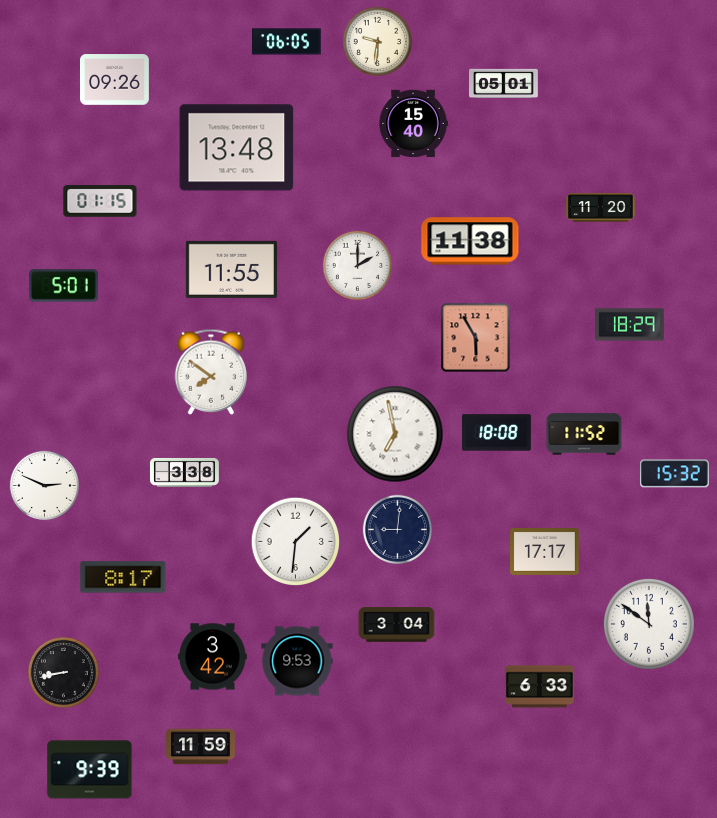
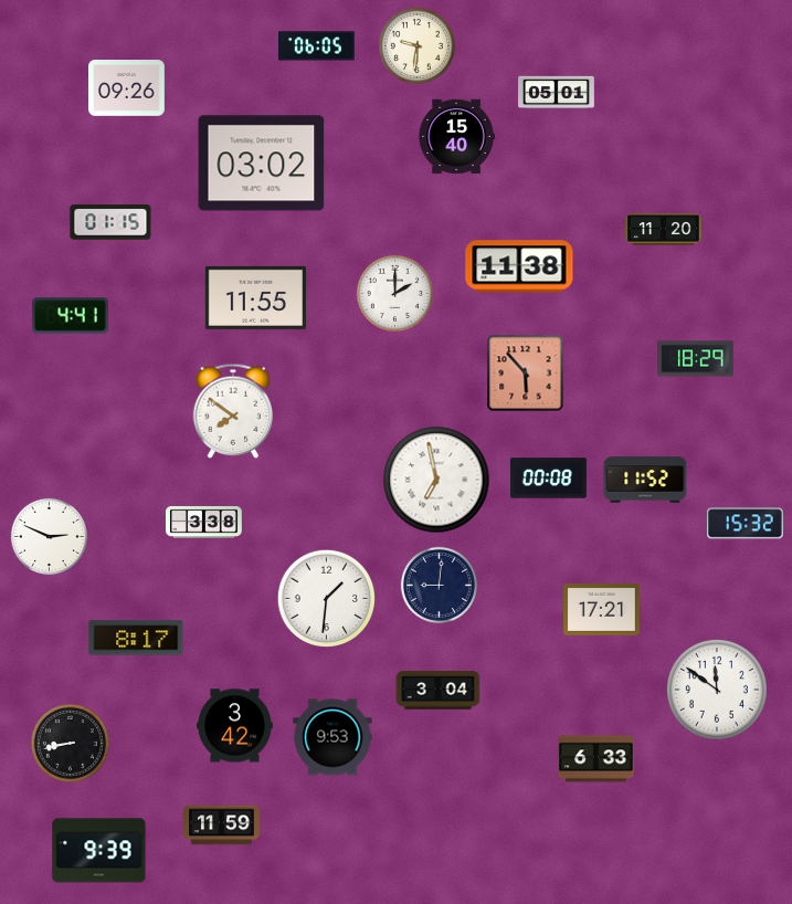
clock at (237, 148): 13:48 -> 03:02
clock at (64, 286): 5:01 -> 4:41
clock at (476, 338): 5:55 -> 5:53
clock at (497, 433): 18:08 -> 00:08
clock at (545, 552): 17:17 -> 17:21
clock at (297, 661) position: (297, 661) -> (332, 737)
